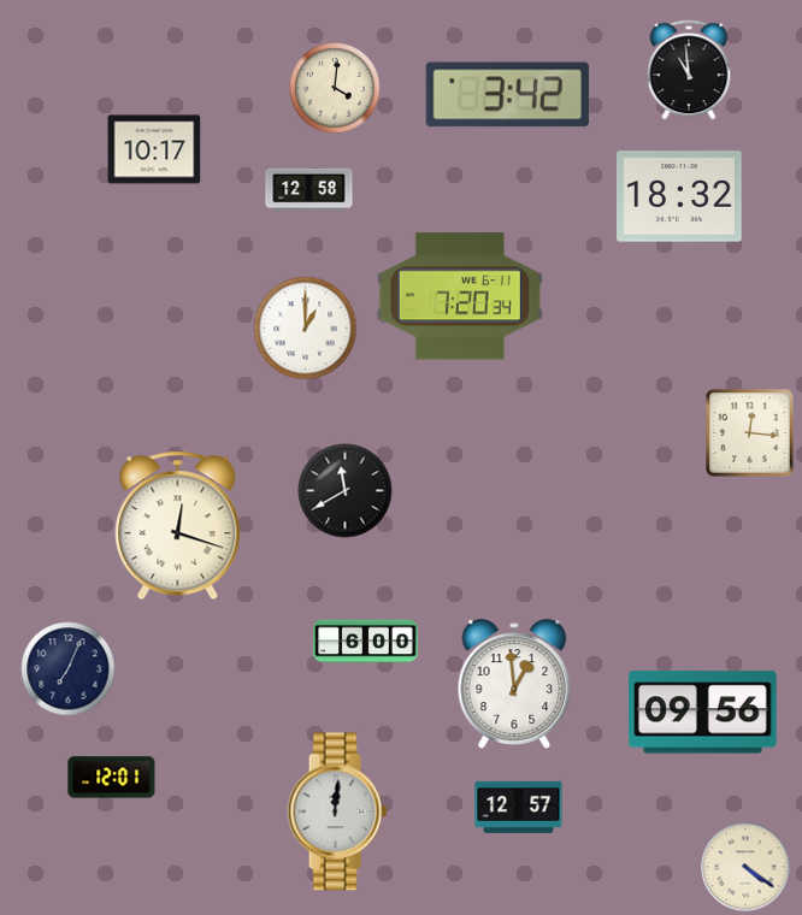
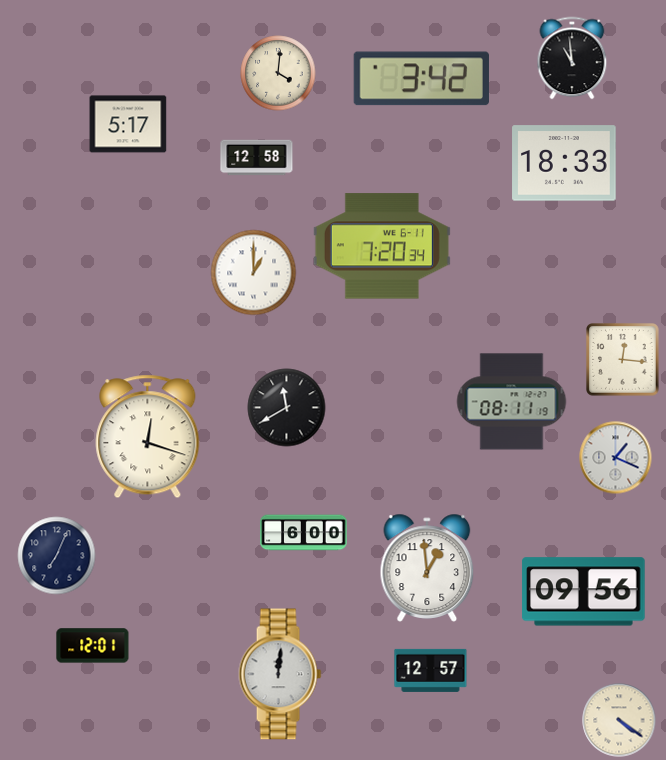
clock at (154, 149): 10:17 -> 5:17
clock at (679, 196): 18:32 -> 18:33
clock at (512, 402): none -> 08:11
clock at (616, 458): none -> 1:19
